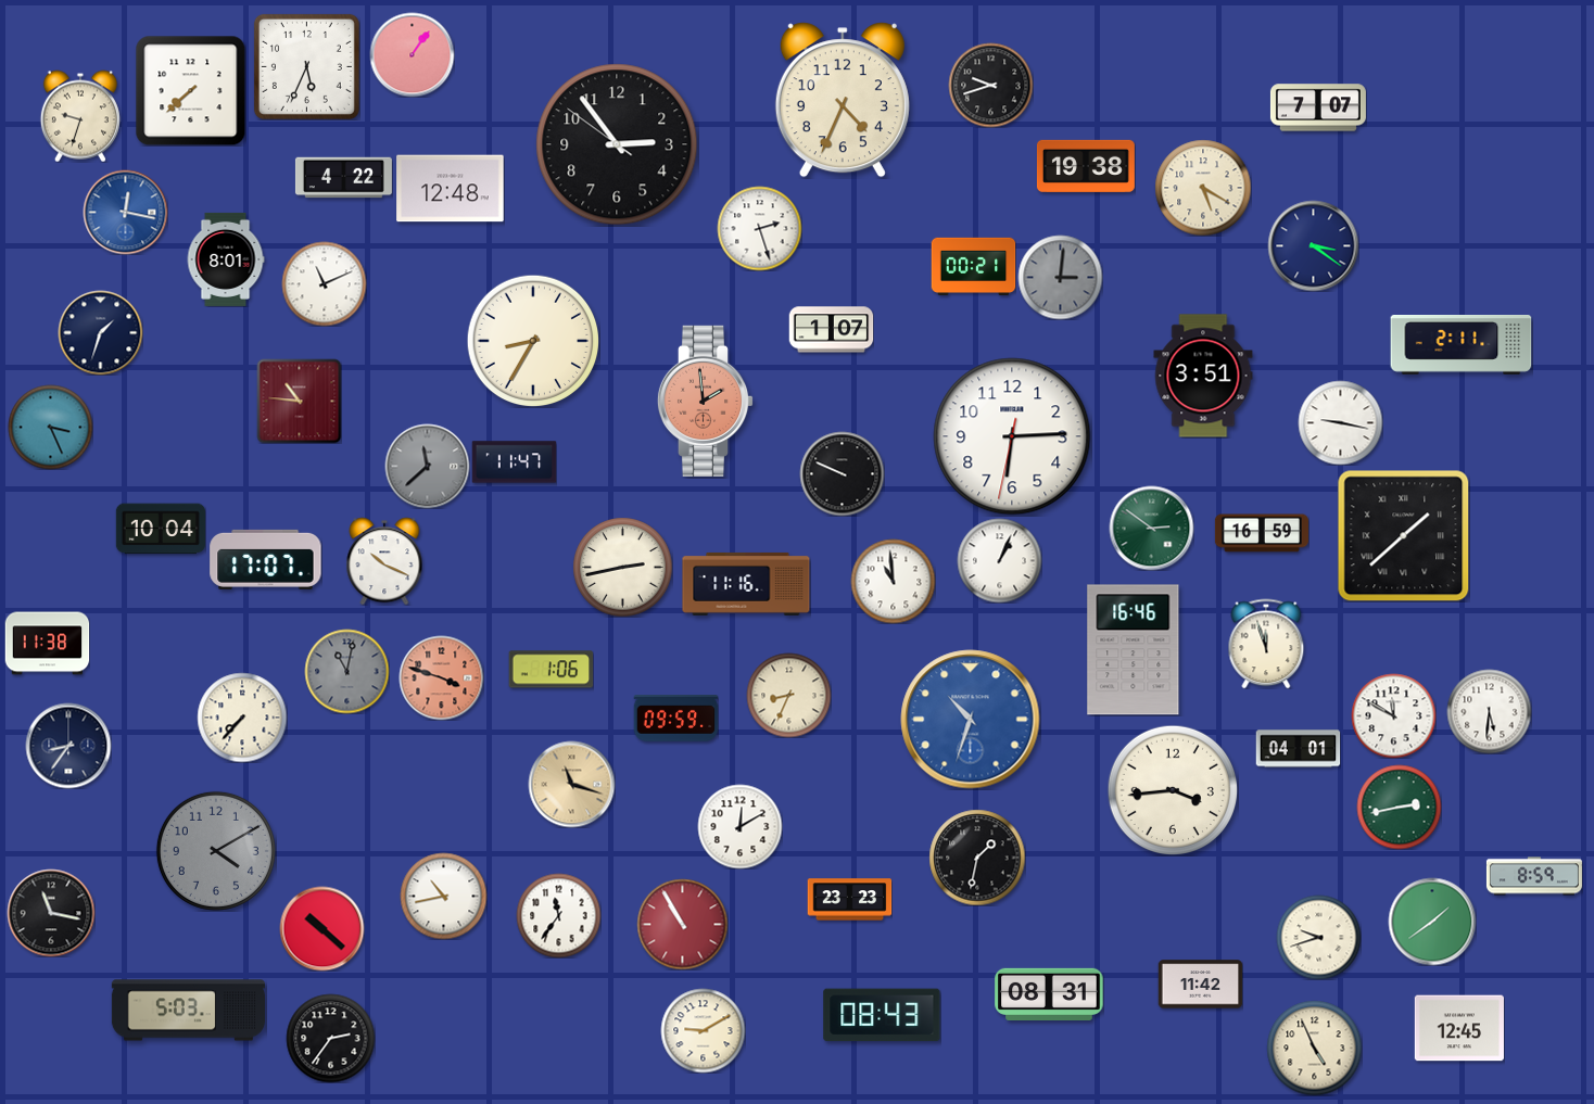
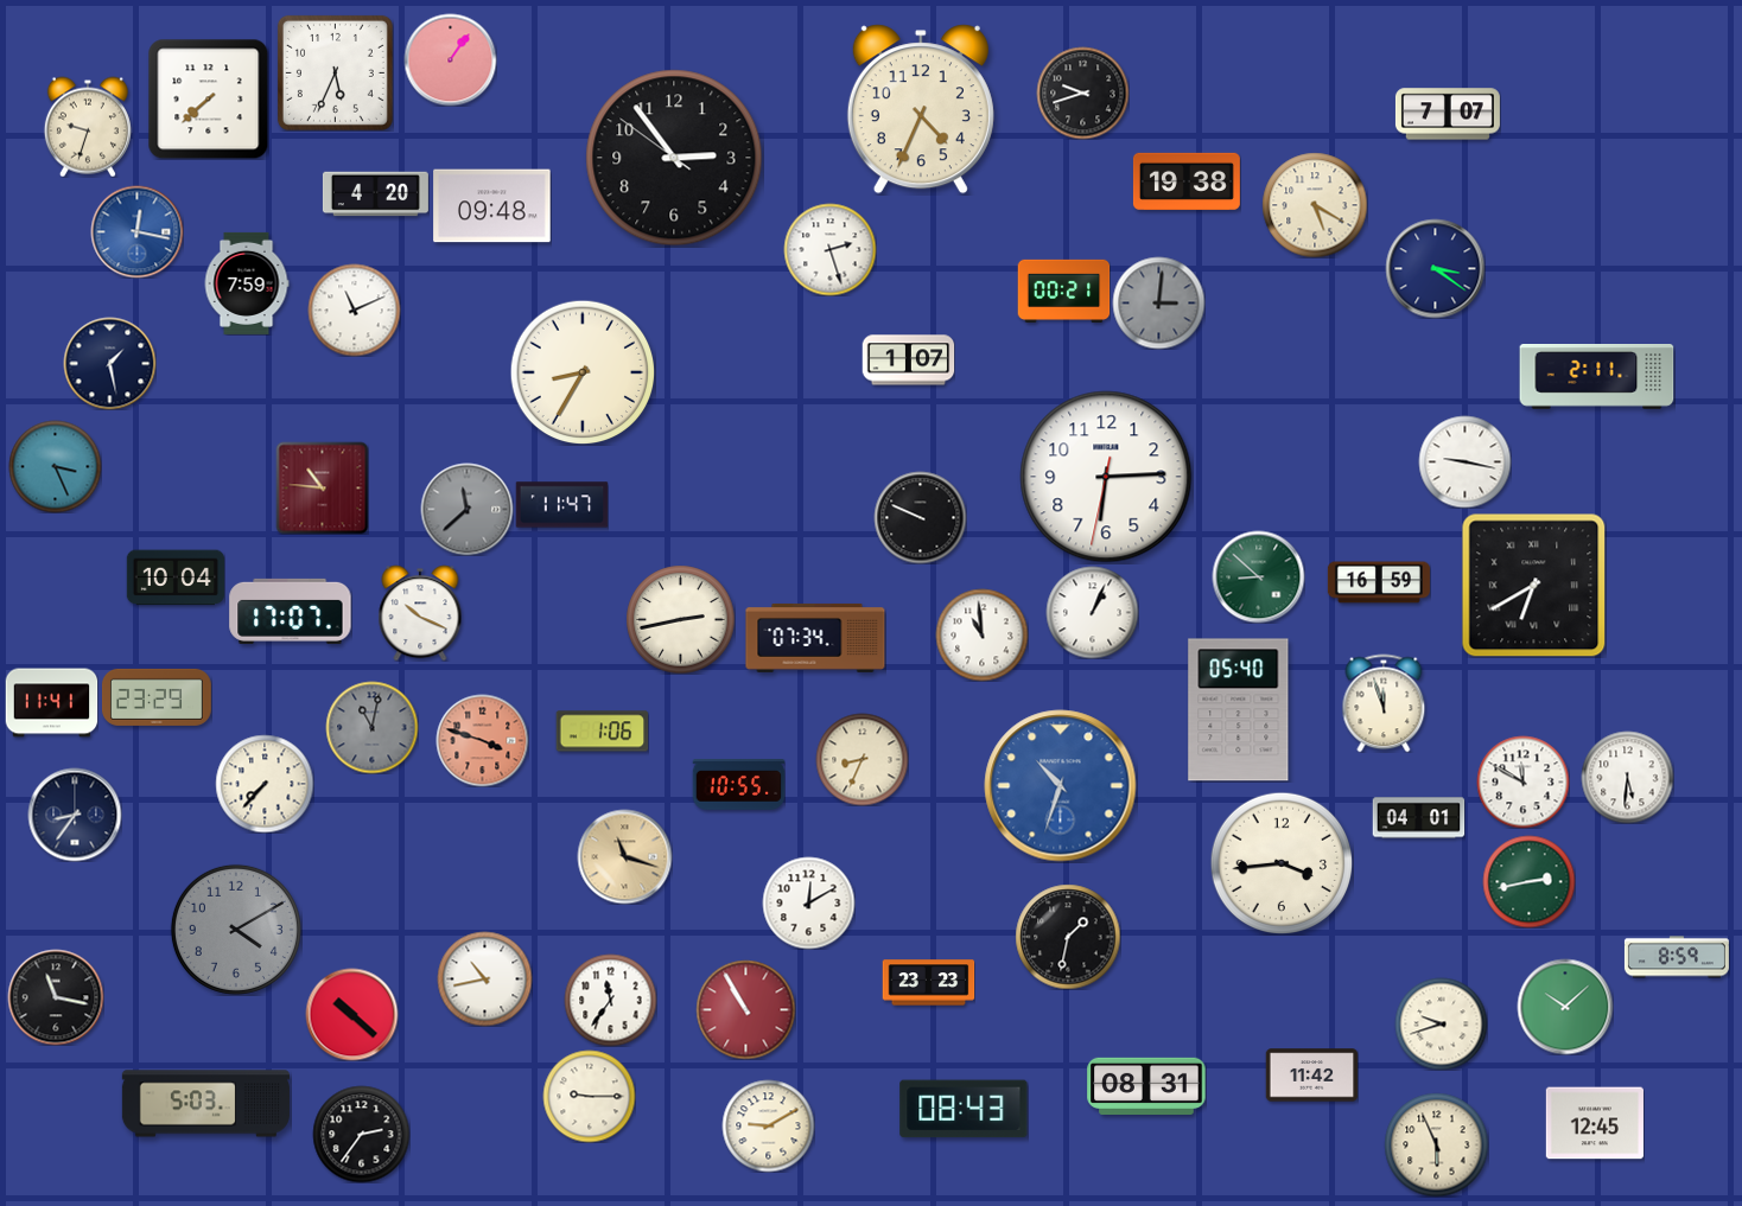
clock at (1318, 107) position: (1318, 107) -> (1448, 114)
clock at (343, 178): 4:22 -> 4:20
clock at (451, 189): 12:48 -> 09:48
clock at (226, 259): 8:01 -> 7:59
clock at (100, 332): 1:33 -> 1:28
clock at (1203, 376): 3:51 -> none
clock at (299, 401) position: (299, 401) -> (322, 487)
clock at (706, 401): 1:59 -> none
clock at (1151, 528): 2:51 -> 8:52
clock at (1404, 536): 1:38 -> 6:40
clock at (893, 581) position: (893, 581) -> (981, 634)
clock at (746, 584): 11:16 -> 07:34
clock at (157, 697): none -> 23:29
clock at (47, 644): 11:38 -> 11:41
clock at (1134, 650): 16:46 -> 05:40
clock at (346, 671) position: (346, 671) -> (371, 727)
clock at (675, 719): 09:59 -> 10:55
clock at (1432, 922): 1:39 -> 10:08
clock at (589, 1096): none -> 9:15
clock at (1314, 1048): 4:56 -> 5:56
